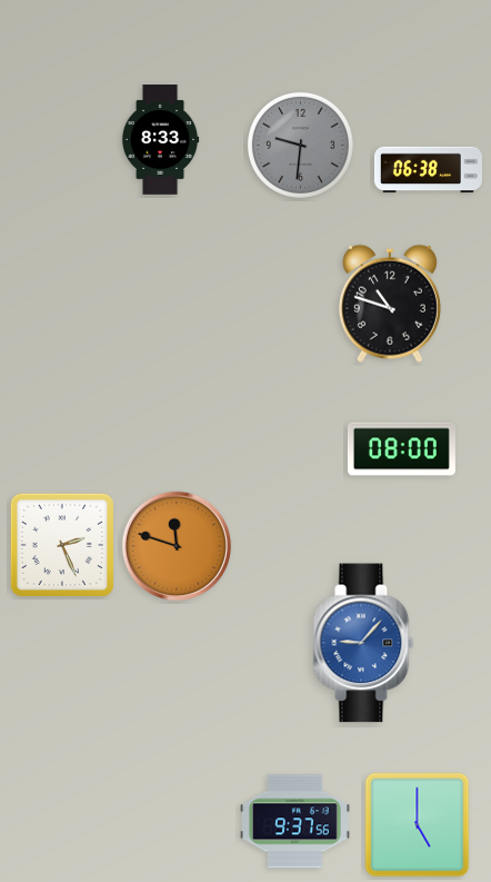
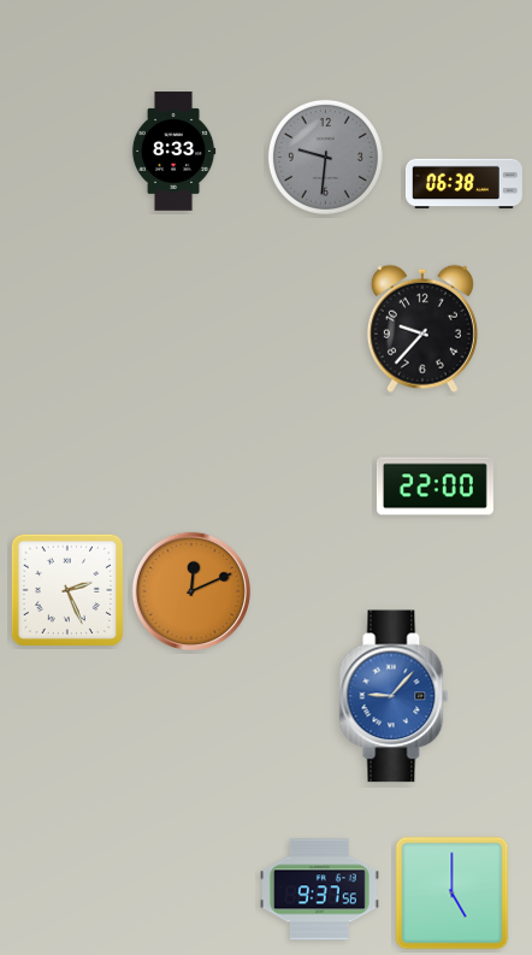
clock at (390, 304): 10:48 -> 9:37
clock at (401, 449): 08:00 -> 22:00
clock at (177, 546): 11:48 -> 12:11
